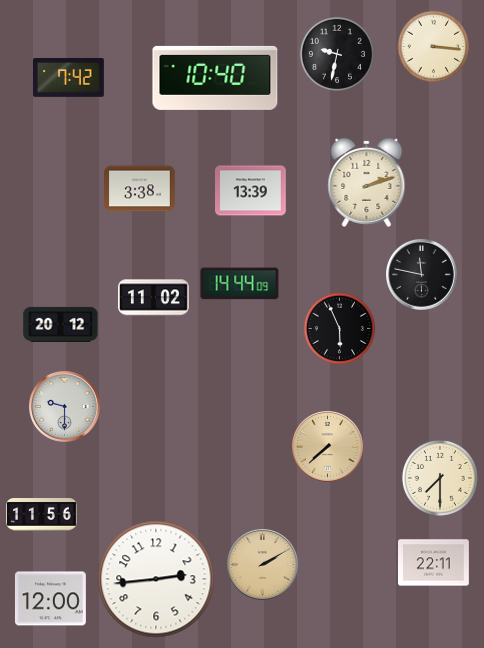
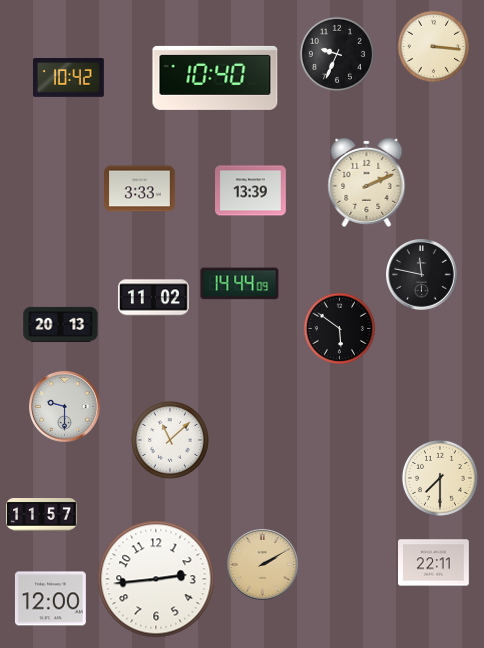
clock at (337, 54): 9:32 -> 9:34
clock at (69, 78): 7:42 -> 10:42
clock at (367, 182): 2:12 -> 2:11
clock at (140, 189): 3:38 -> 3:33
clock at (61, 324): 20:12 -> 20:13
clock at (340, 329): 5:56 -> 5:51
clock at (171, 441): none -> 11:08
clock at (328, 447): 7:38 -> none
clock at (42, 515): 11:56 -> 11:57
